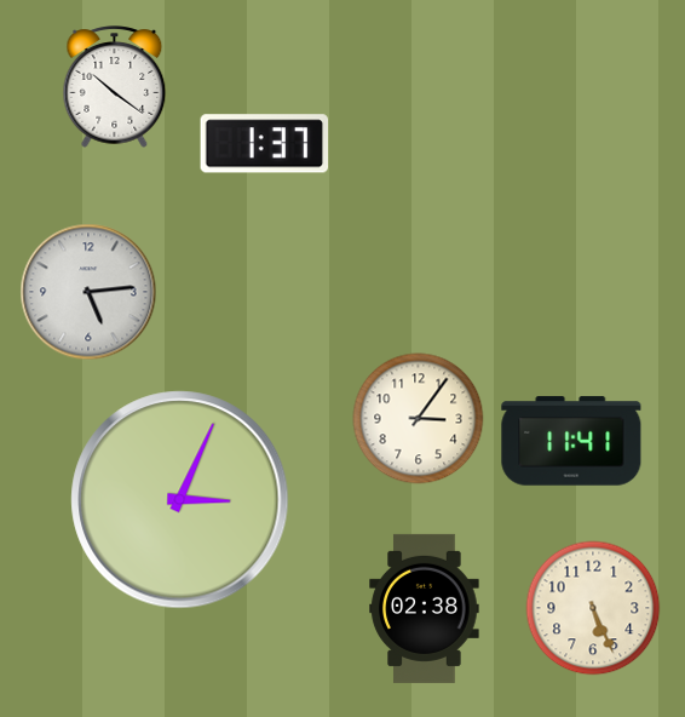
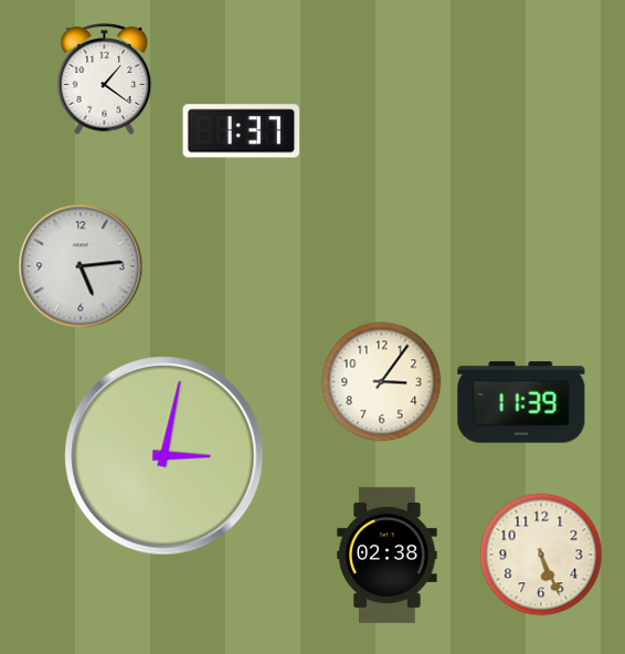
clock at (115, 87): 10:21 -> 1:21
clock at (571, 441): 11:41 -> 11:39
clock at (180, 500): 3:04 -> 3:02
